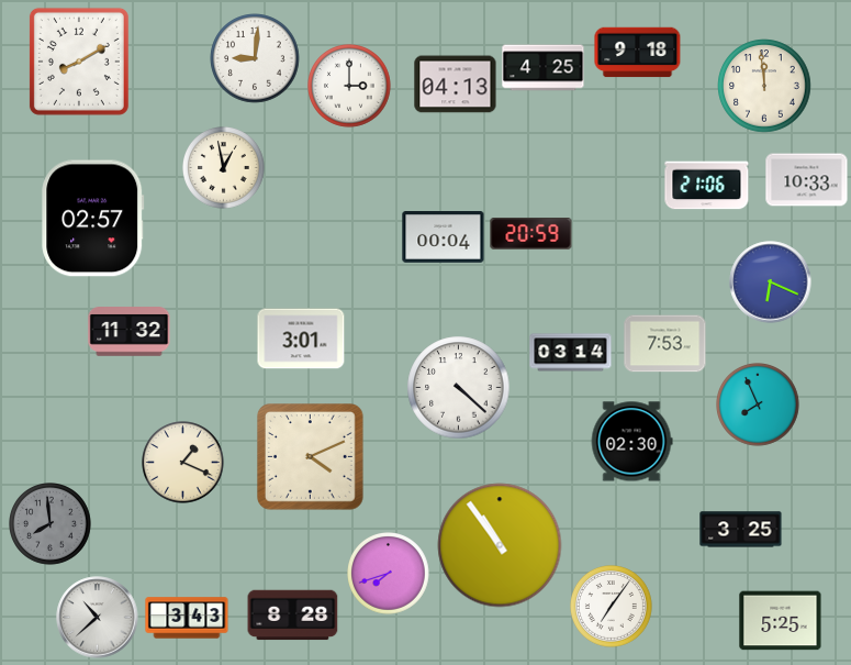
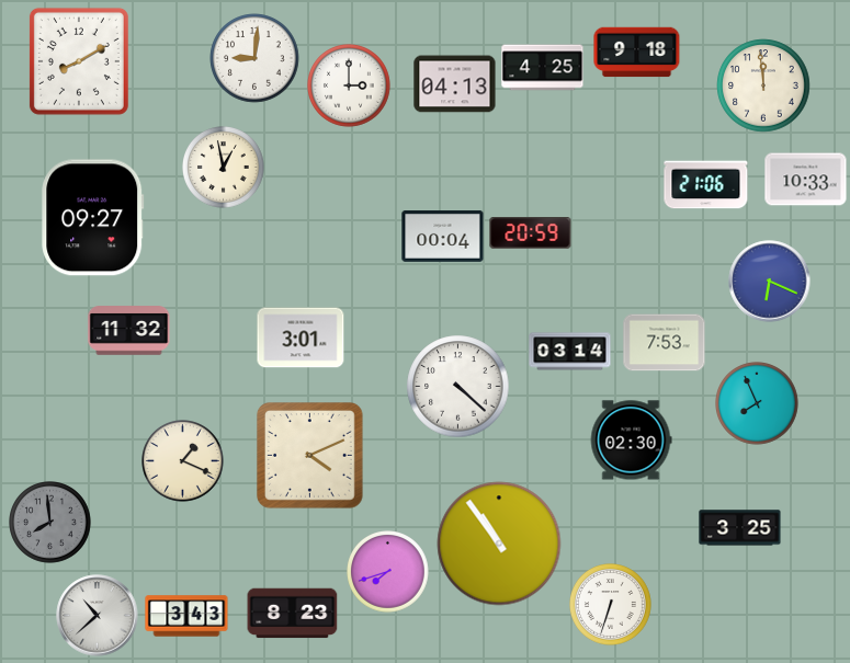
clock at (93, 219): 02:57 -> 09:27
clock at (612, 607): 7:06 -> 6:33
clock at (293, 616): 8:28 -> 8:23
clock at (781, 621): 5:25 -> none
